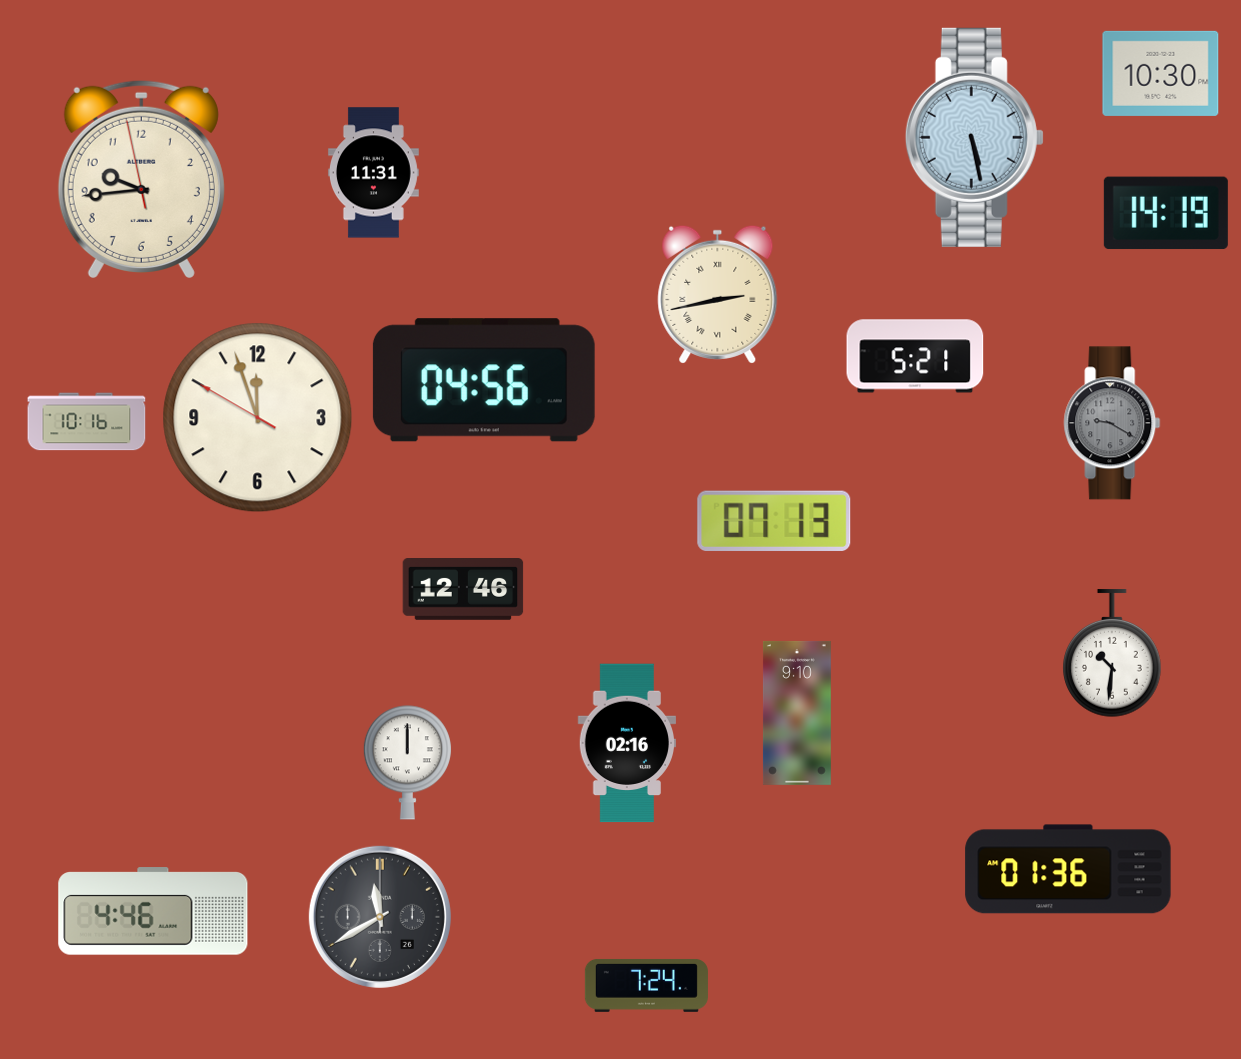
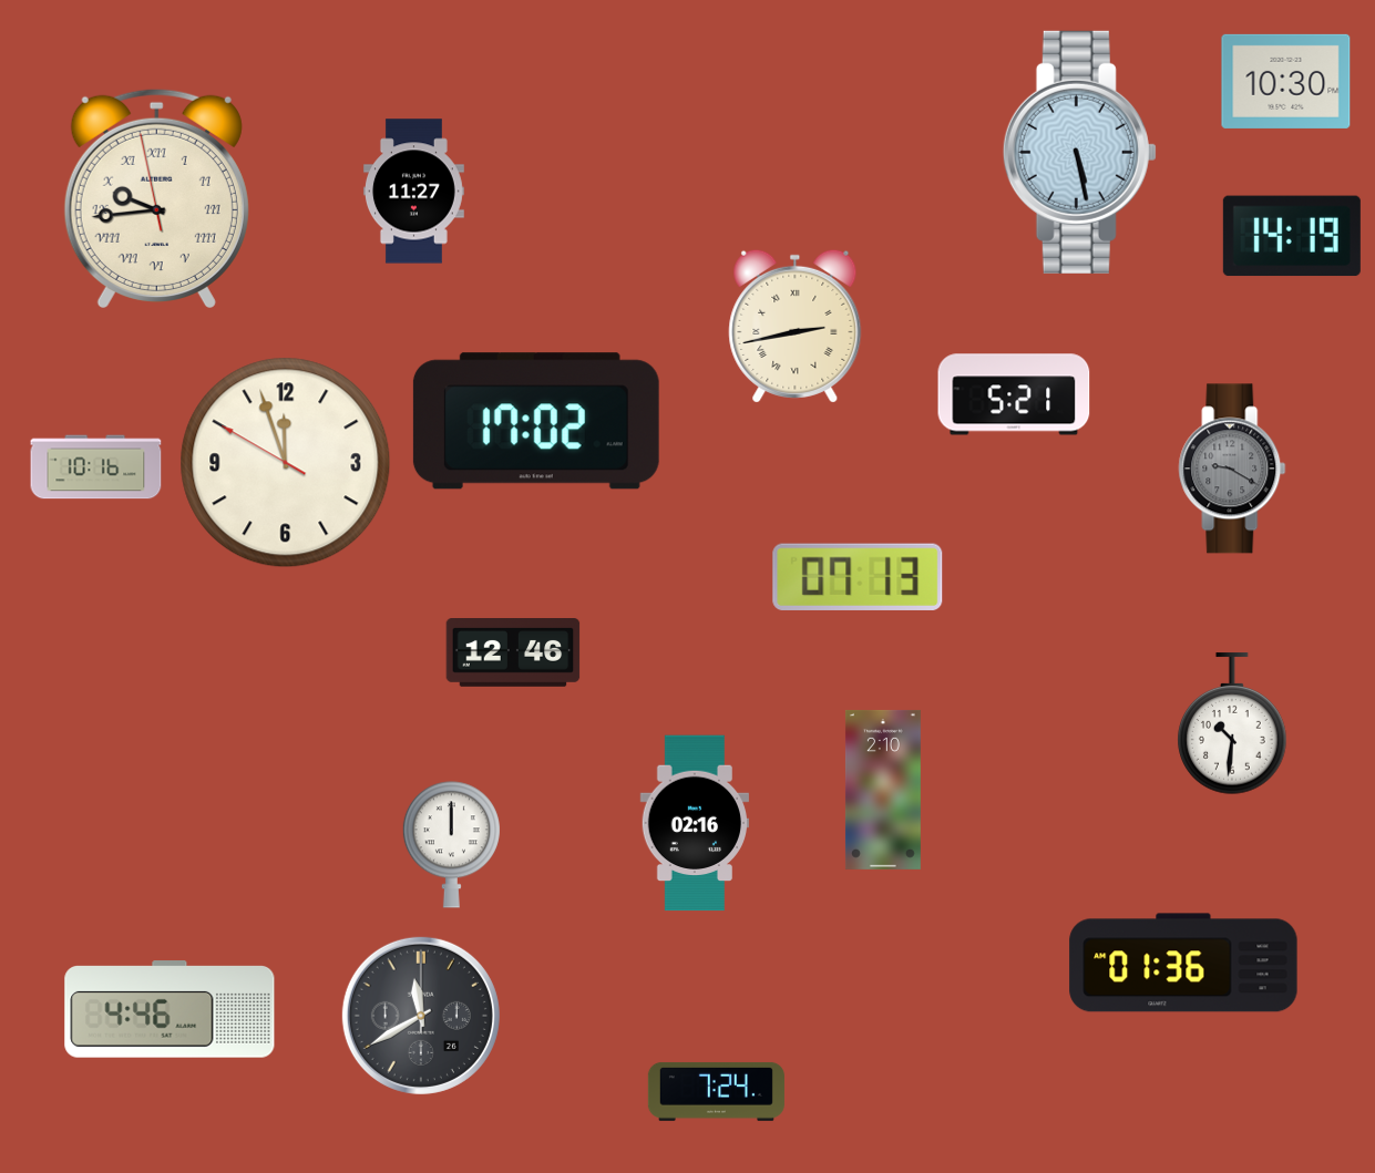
clock at (373, 173): 11:31 -> 11:27
clock at (141, 179) numerals: Arabic -> Roman
clock at (484, 380): 04:56 -> 17:02
clock at (797, 713): 9:10 -> 2:10
